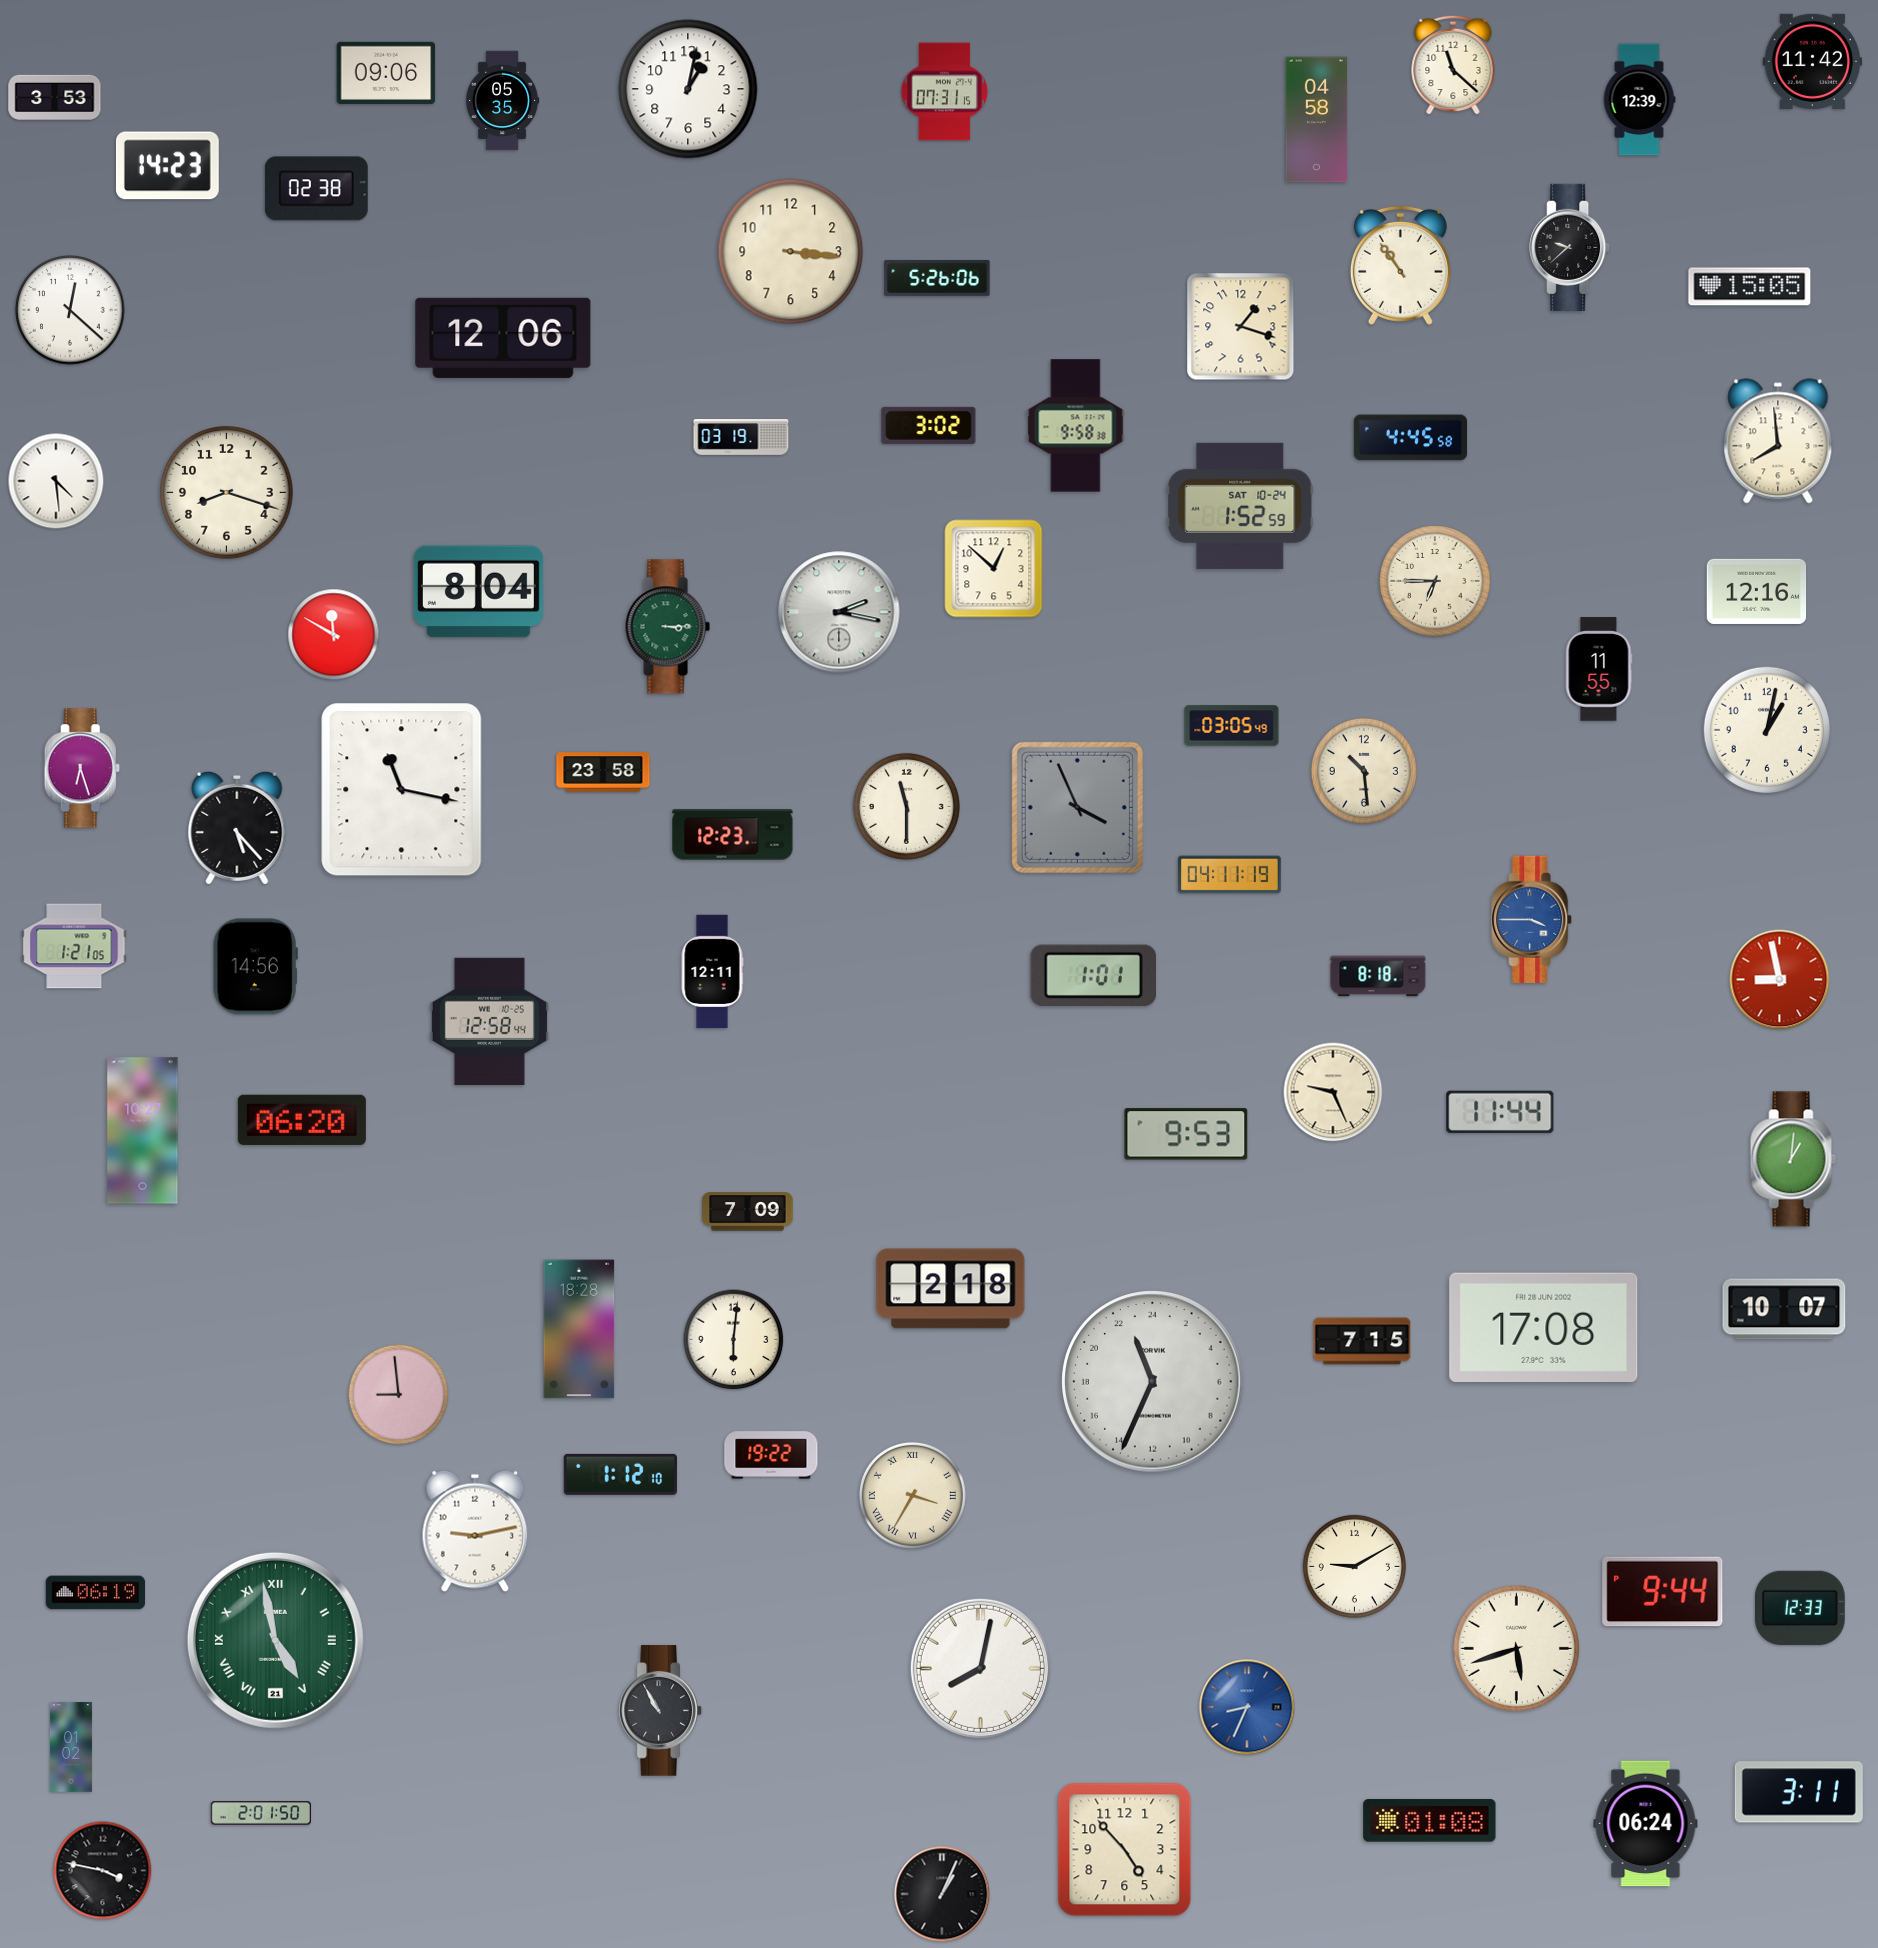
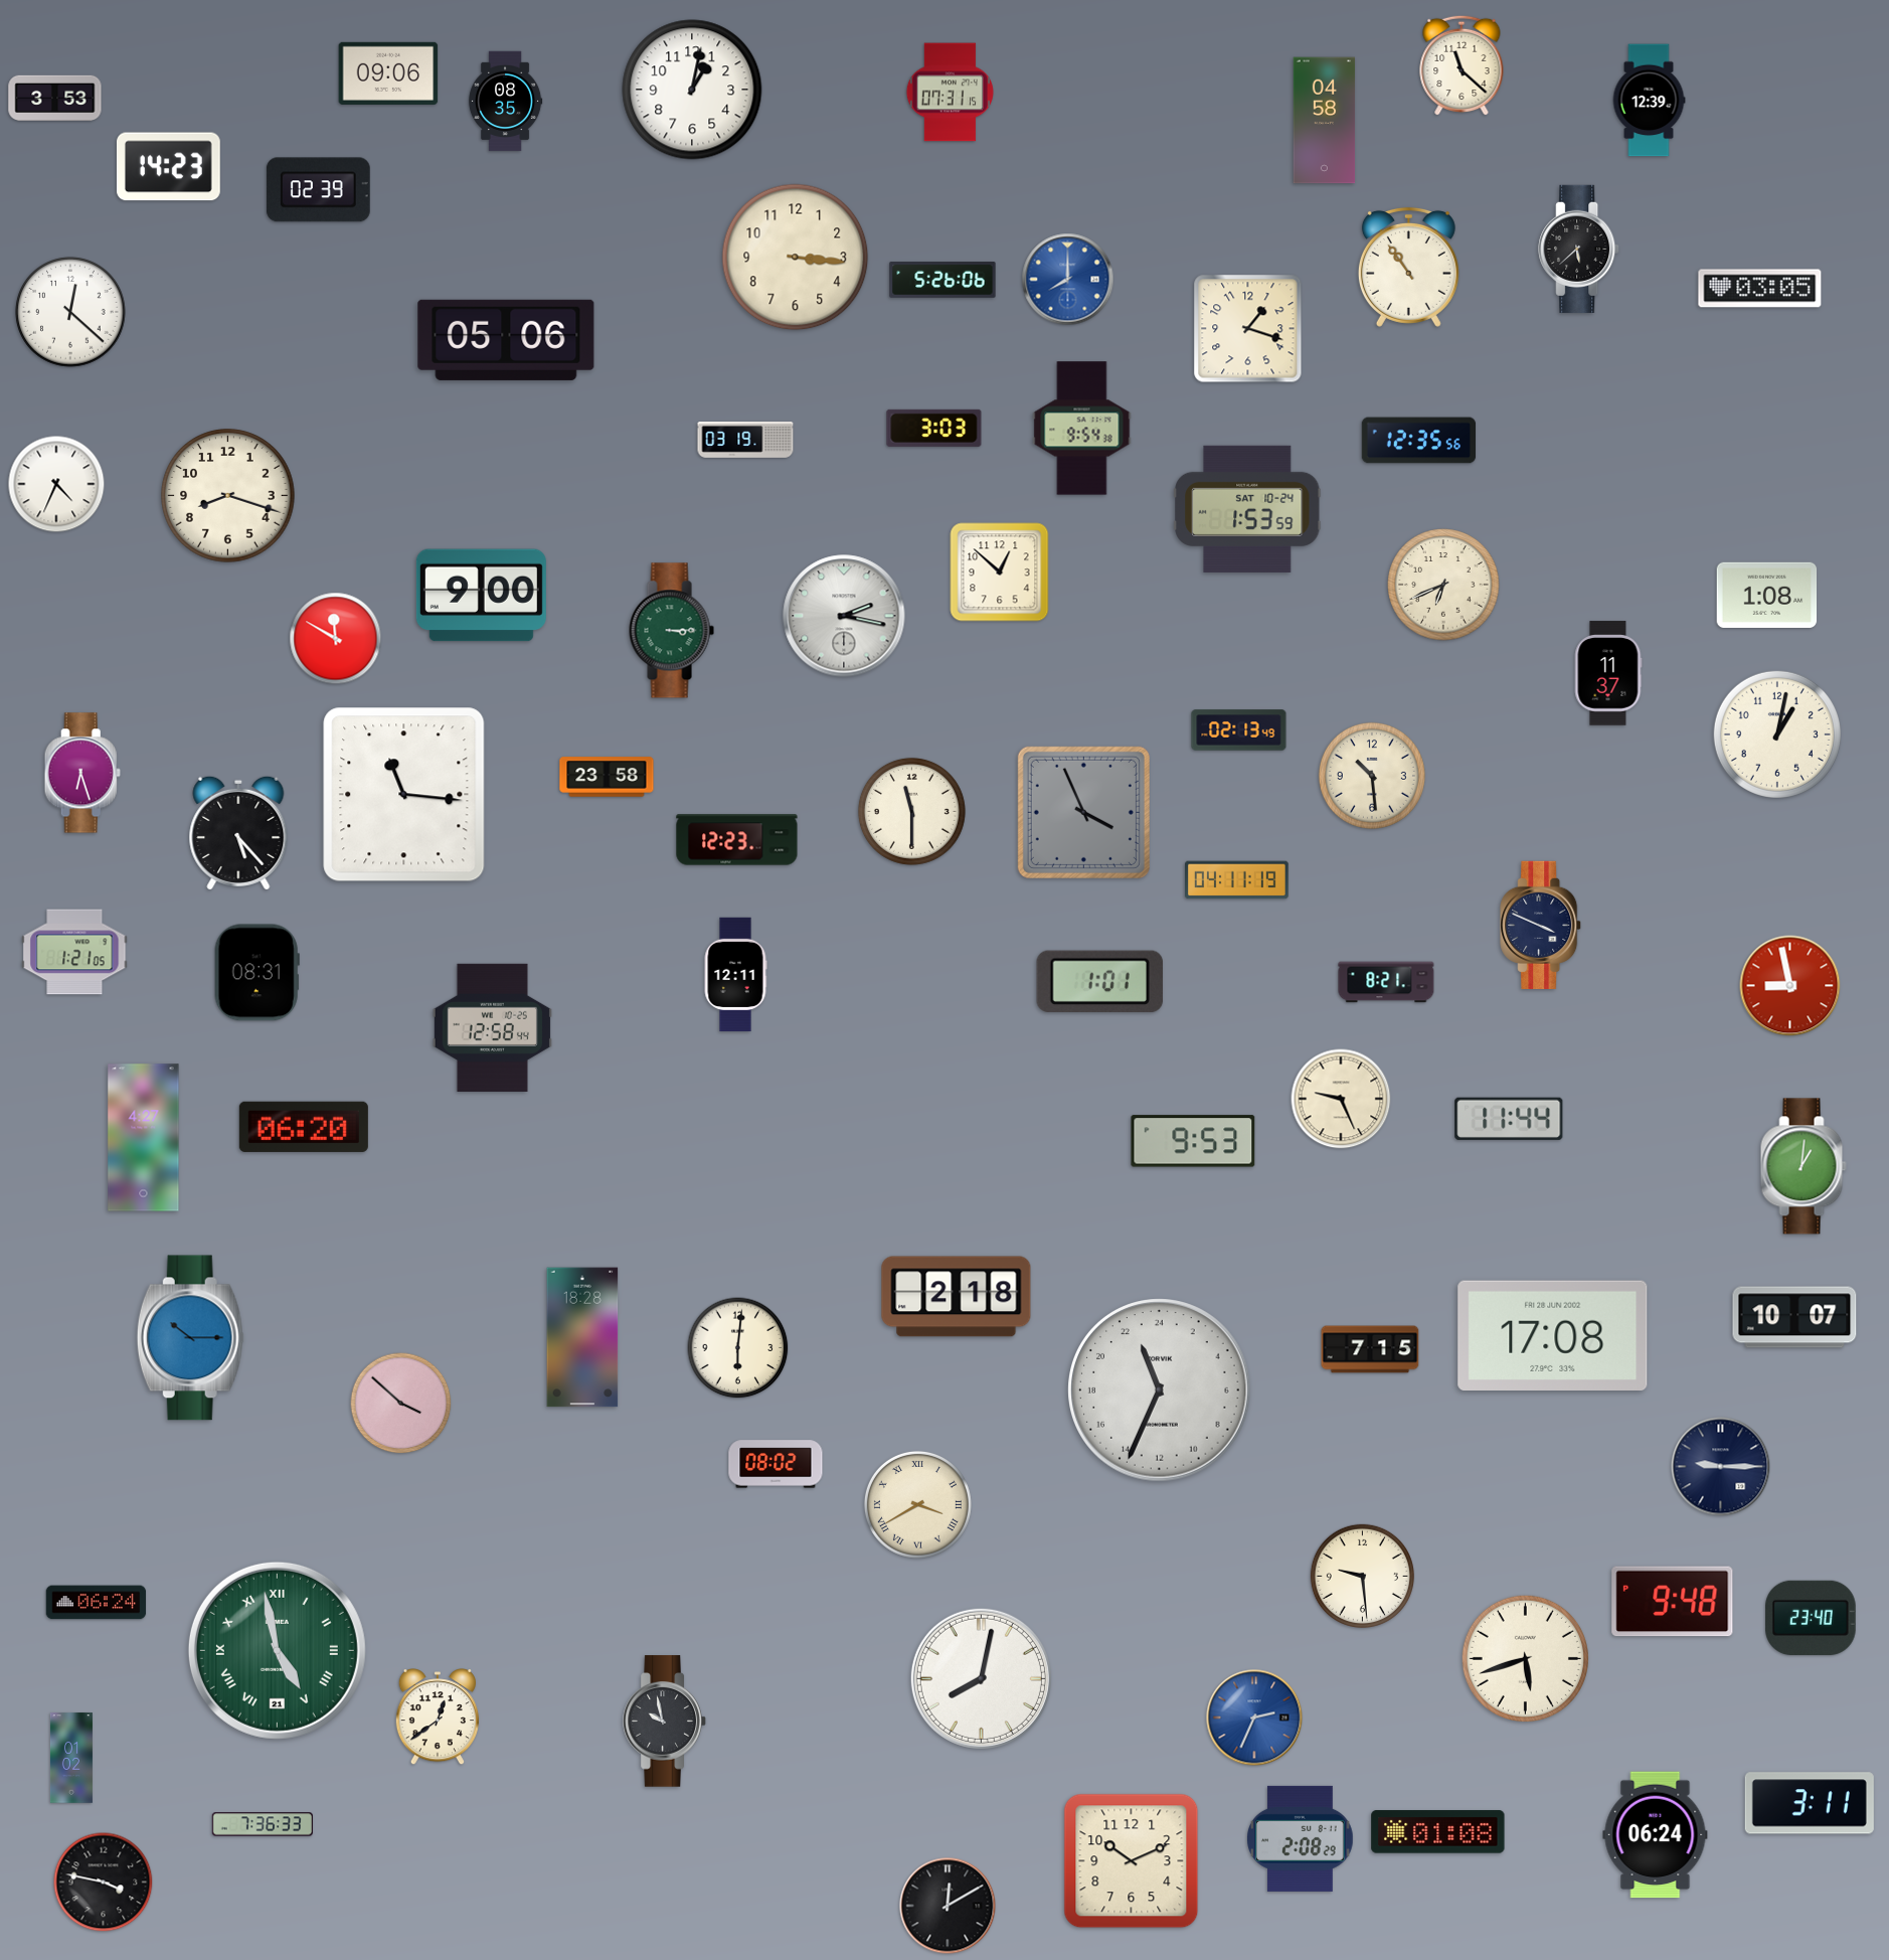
clock at (1813, 61): 11:42 -> none
clock at (502, 101): 05:35 -> 08:35
clock at (316, 189): 02:38 -> 02:39
clock at (1570, 247): 9:38 -> 5:38
clock at (791, 252) position: (791, 252) -> (796, 258)
clock at (1068, 280): none -> 8:00
clock at (1750, 287): 15:05 -> 03:05
clock at (503, 338): 12:06 -> 05:06
clock at (929, 425): 3:02 -> 3:03
clock at (1076, 426): 9:58 -> 9:54
clock at (1411, 438): 4:45 -> 12:35
clock at (1778, 441): 7:59 -> none
clock at (56, 481): 4:29 -> 4:34
clock at (1240, 506): 1:52 -> 1:53
clock at (1435, 581): 6:45 -> 6:41
clock at (1757, 591): 12:16 -> 1:08
clock at (478, 592): 8:04 -> 9:00
clock at (1599, 669): 11:55 -> 11:37
clock at (1232, 726): 03:05 -> 02:13
clock at (402, 790): 11:17 -> 11:16
clock at (1532, 919): 3:45 -> 3:49
clock at (1532, 919) dial: blue -> navy
clock at (255, 967): 14:56 -> 08:31
clock at (712, 972) position: (712, 972) -> (735, 975)
clock at (1378, 976): 8:18 -> 8:21
clock at (143, 1131): 10:27 -> 4:27
clock at (748, 1212): 7:09 -> none
clock at (190, 1338): none -> 10:15
clock at (399, 1395): 8:59 -> 3:52
clock at (771, 1455): 19:22 -> 08:02
clock at (1721, 1467): none -> 9:15
clock at (620, 1474): 1:12 -> none
clock at (912, 1495): 3:35 -> 3:40
clock at (475, 1531): 9:13 -> none
clock at (1354, 1566): 9:10 -> 9:29
clock at (1663, 1592): 9:44 -> 9:48
clock at (96, 1593): 06:19 -> 06:24
clock at (1801, 1608): 12:33 -> 23:40
clock at (980, 1668) position: (980, 1668) -> (981, 1678)
clock at (437, 1718): none -> 12:39
clock at (1247, 1707): 8:34 -> 2:34
clock at (661, 1711): 10:55 -> 9:58
clock at (260, 1813): 2:01 -> 7:36
clock at (1301, 1838): none -> 2:08
clock at (1125, 1850): 4:53 -> 10:11
clock at (942, 1894): 1:04 -> 12:10
